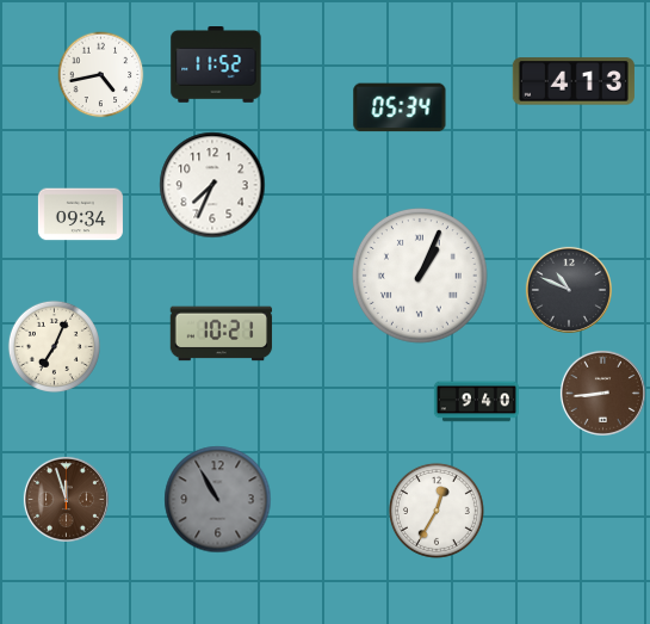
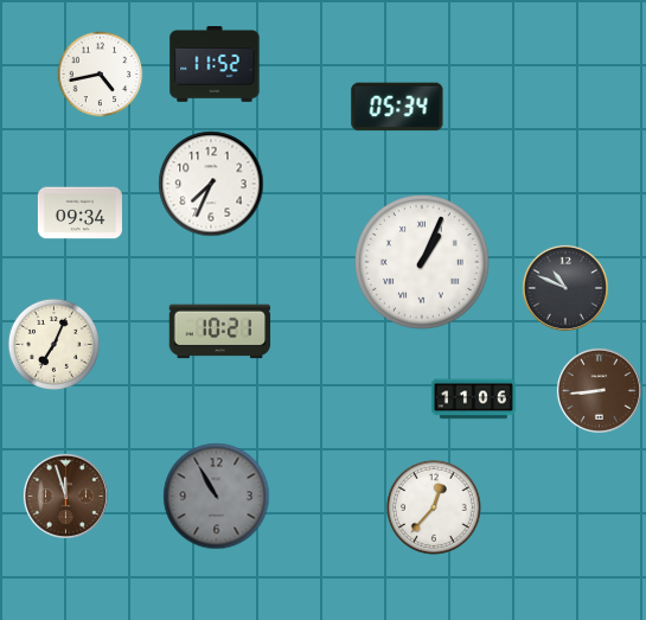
clock at (574, 81): 4:13 -> none
clock at (421, 277) position: (421, 277) -> (423, 263)
clock at (476, 402): 9:40 -> 11:06
clock at (437, 511): 12:35 -> 12:37
